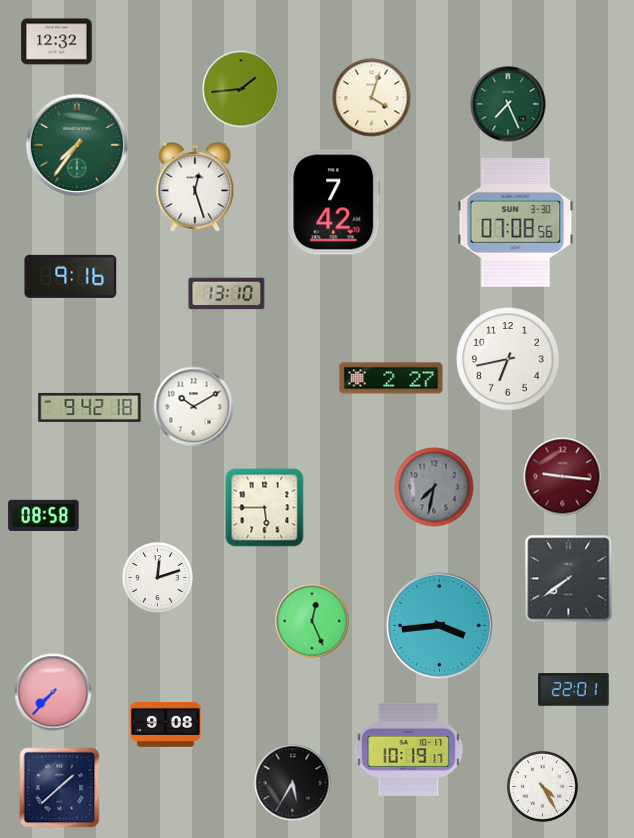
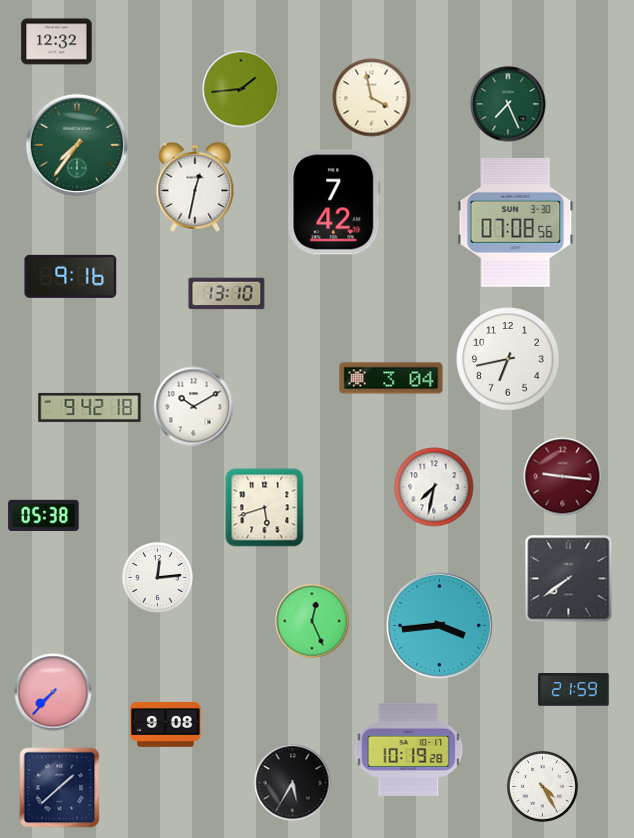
clock at (372, 98): 4:03 -> 3:58
clock at (195, 187): 12:27 -> 12:32
clock at (391, 378): 2:27 -> 3:04
clock at (434, 487) dial: grey -> white
clock at (265, 508): 5:45 -> 5:42
clock at (44, 515): 08:58 -> 05:38
clock at (157, 577): 12:12 -> 12:14
clock at (574, 690): 22:01 -> 21:59
clock at (409, 749): 10:19:17 -> 10:19:28
